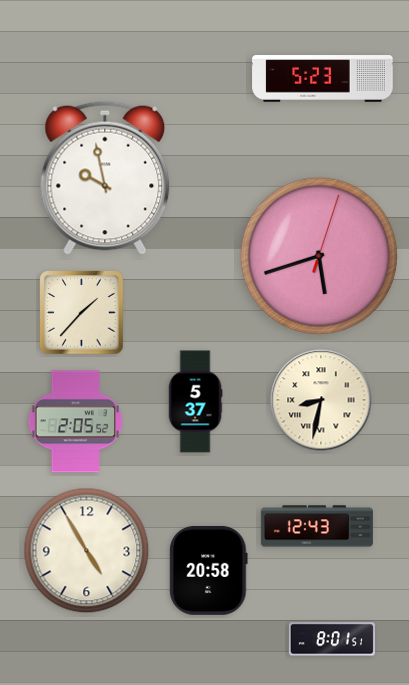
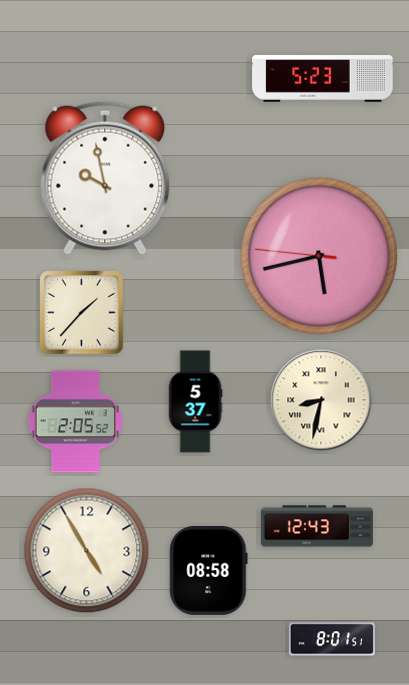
clock at (319, 256): 5:42:03 -> 5:42:46
clock at (209, 570): 20:58 -> 08:58
